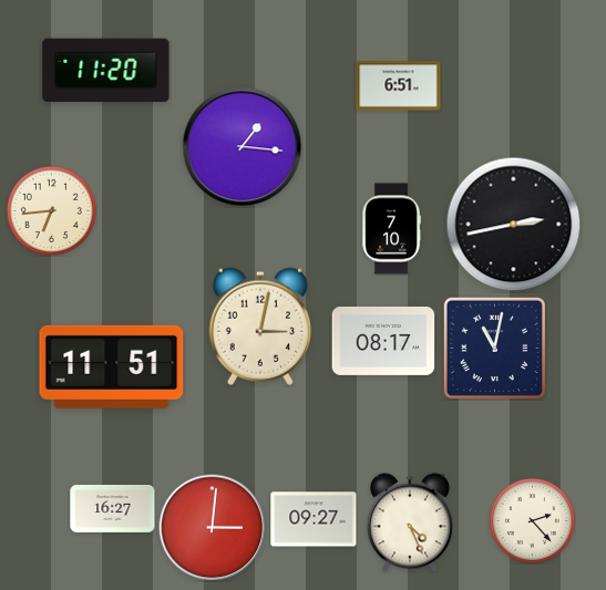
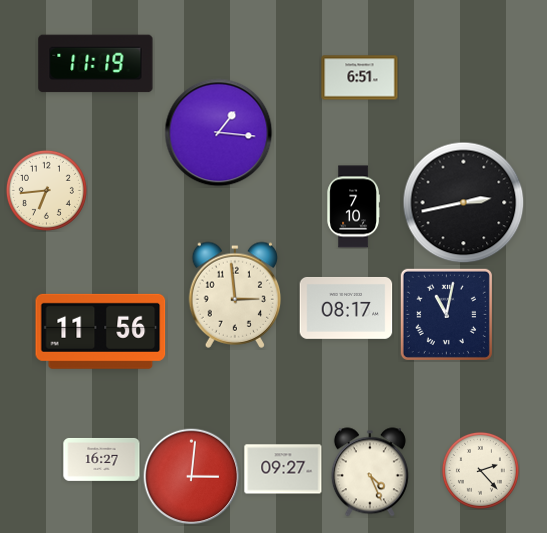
clock at (106, 71): 11:20 -> 11:19
clock at (260, 327): 3:02 -> 2:59
clock at (112, 366): 11:51 -> 11:56
